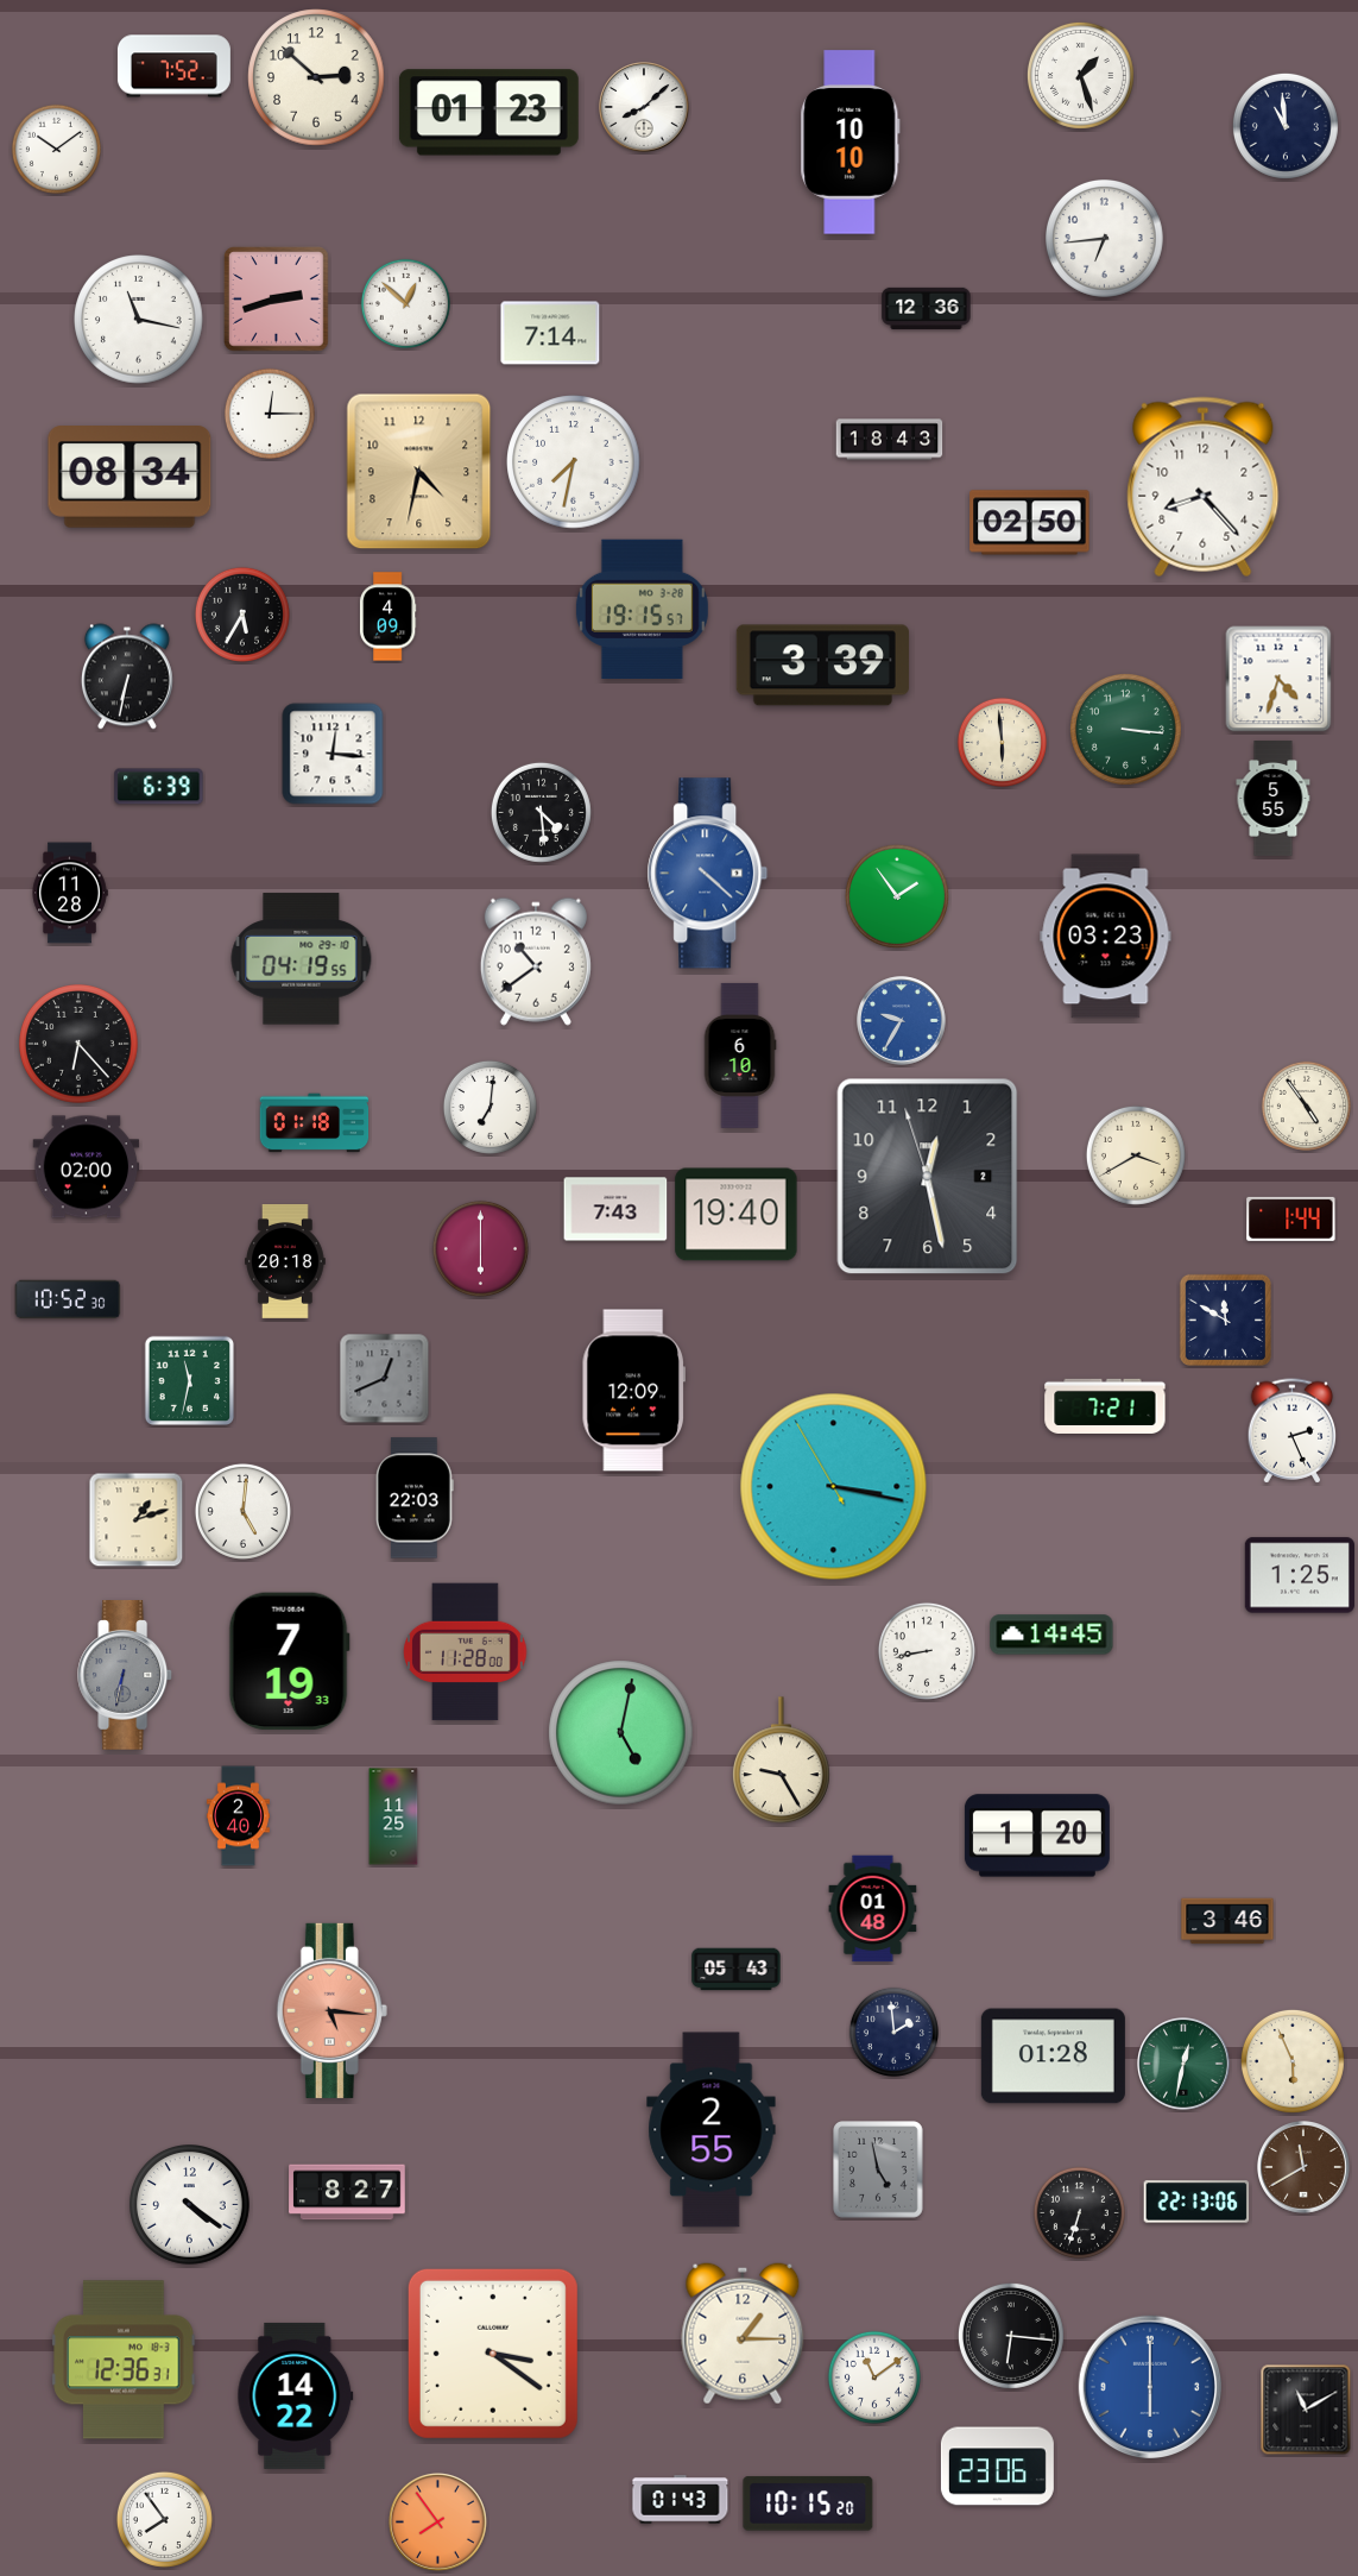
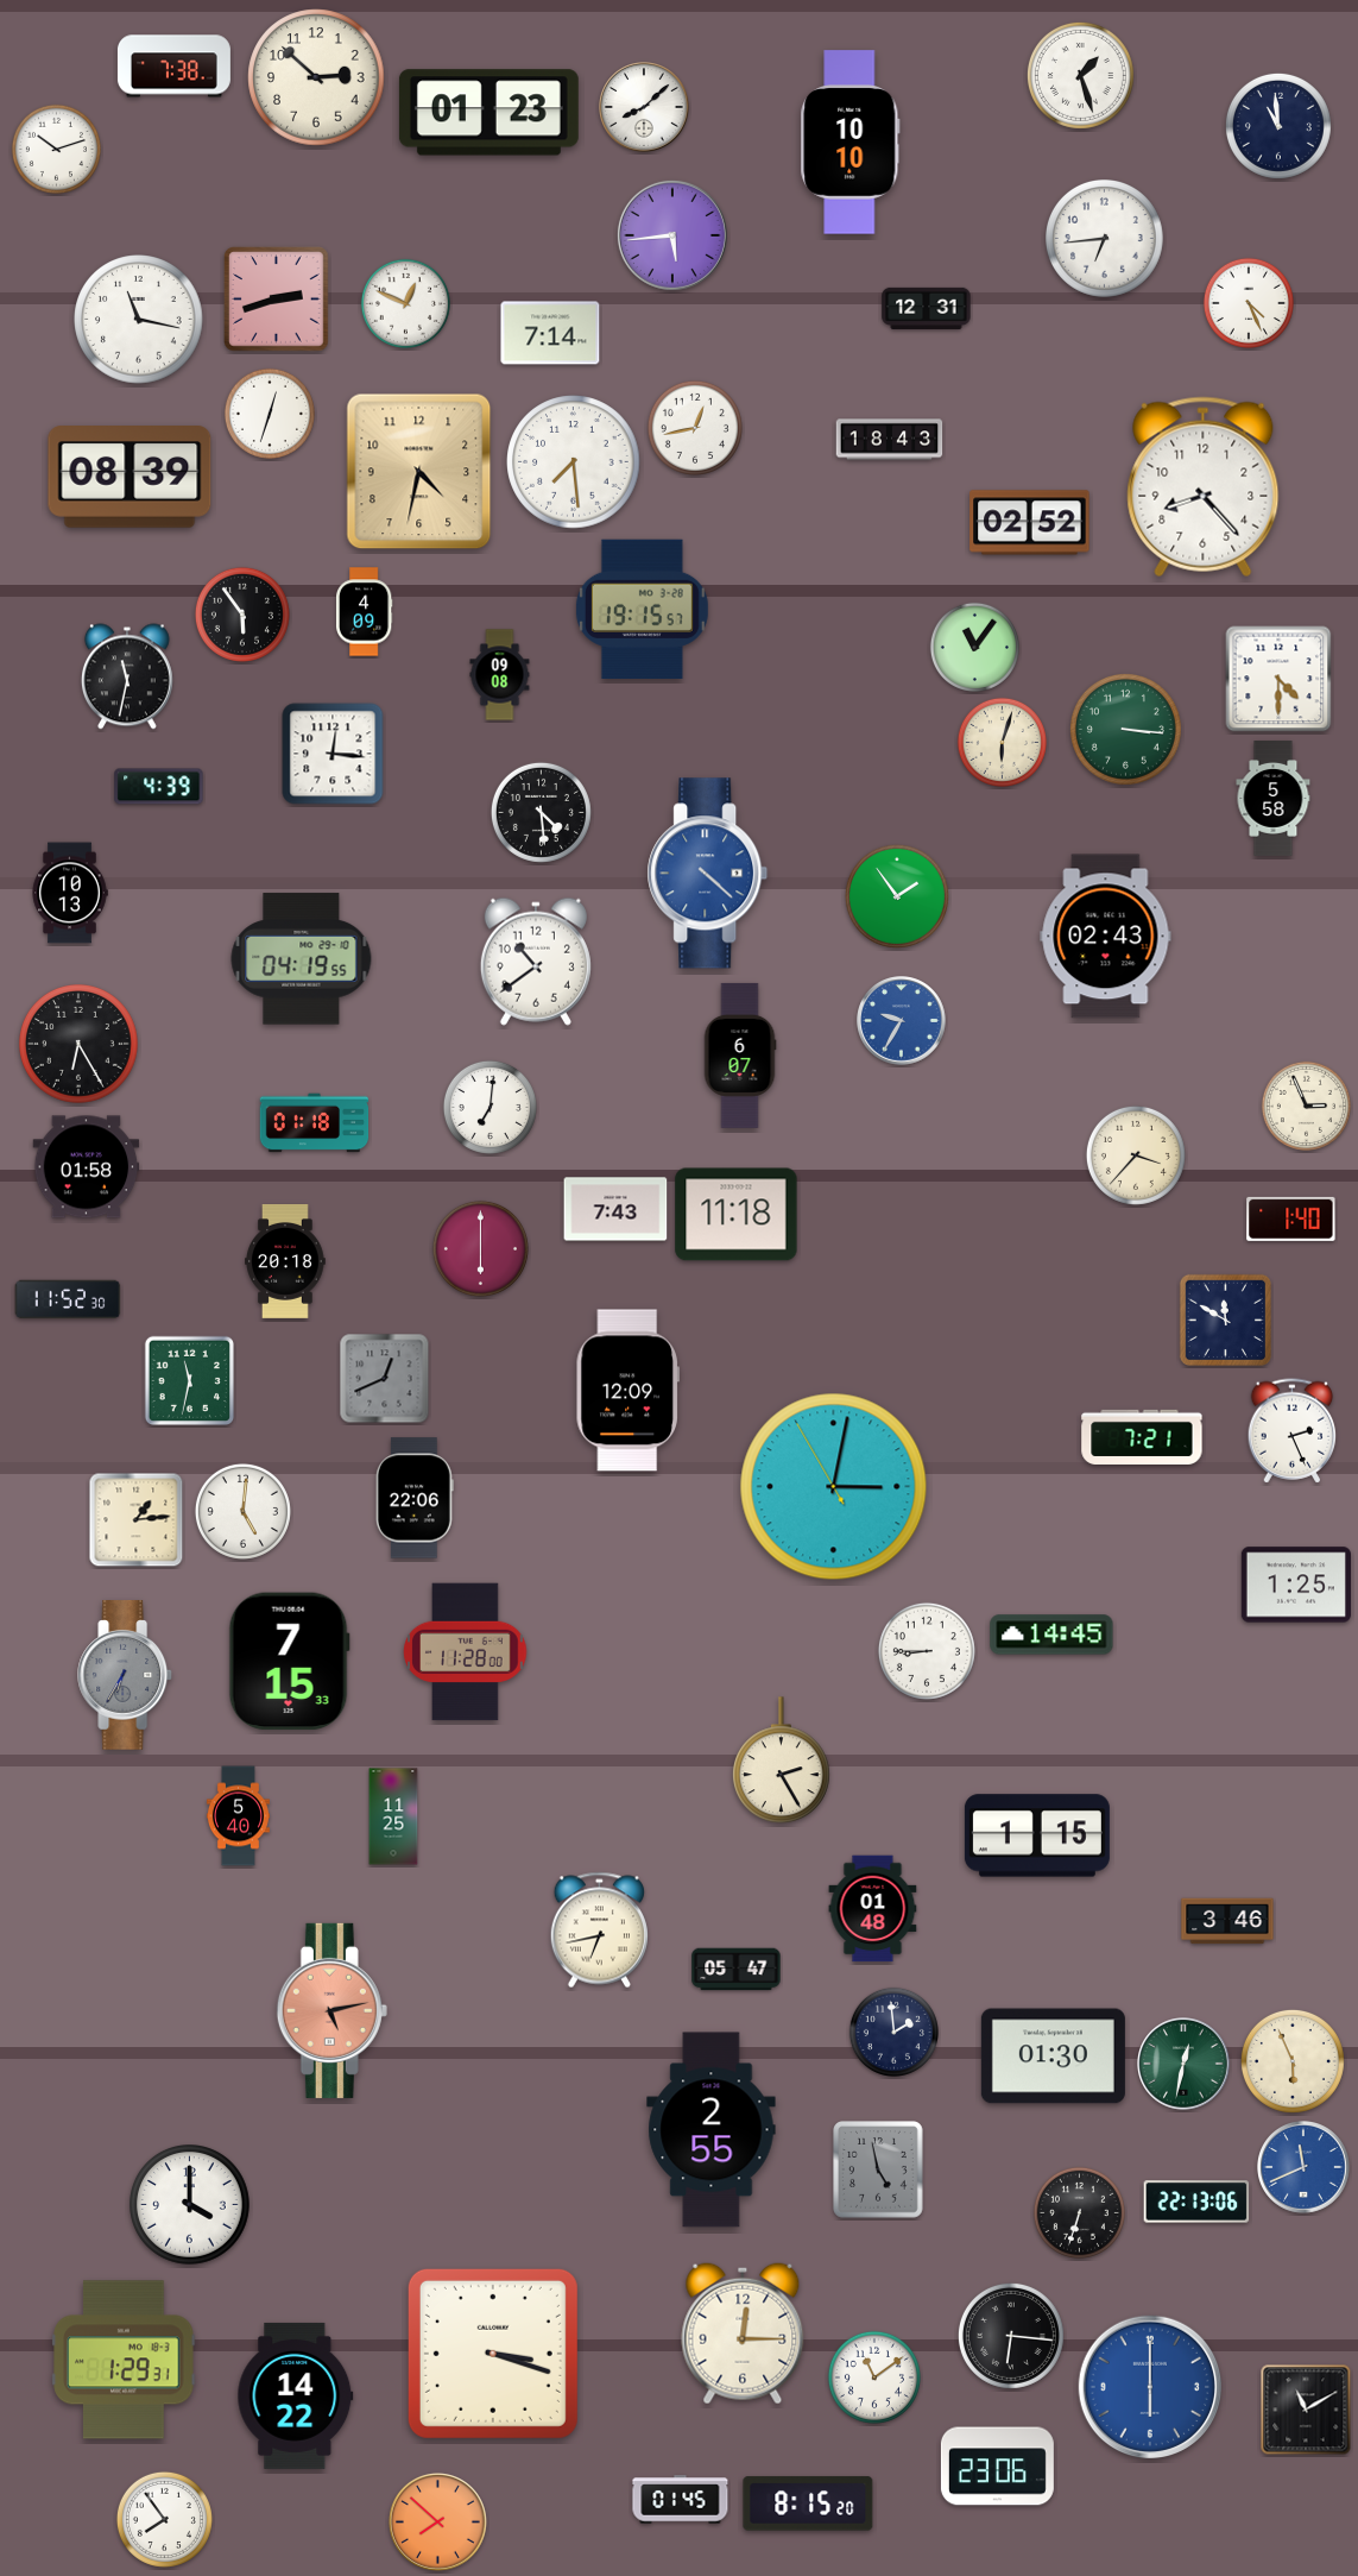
clock at (173, 67): 7:52 -> 7:38
clock at (1286, 126) position: (1286, 126) -> (1278, 126)
clock at (56, 149): 10:09 -> 10:12
clock at (672, 235): none -> 5:44
clock at (405, 303): 12:52 -> 12:49
clock at (1249, 303): none -> 4:26
clock at (927, 308): 12:36 -> 12:31
clock at (270, 414): 12:15 -> 12:33
clock at (695, 428): none -> 12:43
clock at (574, 462): 7:32 -> 7:29
clock at (130, 478): 08:34 -> 08:39
clock at (1030, 523): 02:50 -> 02:52
clock at (242, 615): 5:35 -> 5:54
clock at (387, 617) position: (387, 617) -> (364, 612)
clock at (974, 647): none -> 11:06
clock at (822, 666): 3:39 -> none
clock at (500, 675): none -> 09:08
clock at (127, 676): 6:32 -> 11:32
clock at (1278, 679): 4:33 -> 4:30
clock at (1002, 742): 5:59 -> 6:03
clock at (159, 787): 6:39 -> 4:39
clock at (1274, 799): 5:55 -> 5:58
clock at (70, 893): 11:28 -> 10:13
clock at (1106, 937): 03:23 -> 02:43
clock at (80, 1045): 6:23 -> 6:25
clock at (740, 1056): 6:10 -> 6:07
clock at (1306, 1106): 4:54 -> 2:56
clock at (1136, 1155): 3:40 -> 3:37
clock at (87, 1167): 02:00 -> 01:58
clock at (928, 1177): 12:27 -> none
clock at (737, 1215): 19:40 -> 11:18
clock at (1291, 1218): 1:44 -> 1:40
clock at (68, 1299): 10:52 -> 11:52
clock at (633, 1391) position: (633, 1391) -> (627, 1391)
clock at (1105, 1406) position: (1105, 1406) -> (1142, 1437)
clock at (834, 1487): 3:16 -> 3:01
clock at (415, 1498): 22:03 -> 22:06
clock at (137, 1520): 1:12 -> 1:14
clock at (1300, 1575) position: (1300, 1575) -> (1296, 1585)
clock at (927, 1651): 8:43 -> 8:45
clock at (289, 1662): 7:19 -> 7:15
clock at (126, 1675): 6:32 -> 6:35
clock at (621, 1733): 5:02 -> none
clock at (782, 1761): 9:25 -> 2:25
clock at (238, 1816): 2:40 -> 5:40
clock at (1037, 1835): 1:20 -> 1:15
clock at (599, 1931): none -> 6:43
clock at (737, 1970): 05:43 -> 05:47
clock at (331, 2010): 5:16 -> 5:13
clock at (1053, 2057): 01:28 -> 01:30
clock at (1305, 2168): 11:40 -> 11:41
clock at (1305, 2168) dial: brown -> blue
clock at (347, 2192): 8:27 -> none
clock at (190, 2205): 4:21 -> 4:00
clock at (743, 2333): 1:15 -> 12:15
clock at (493, 2354): 3:21 -> 3:18
clock at (124, 2360): 12:36 -> 1:29
clock at (681, 2500): 01:43 -> 01:45
clock at (808, 2503): 10:15 -> 8:15
clock at (437, 2521): 7:54 -> 7:52
